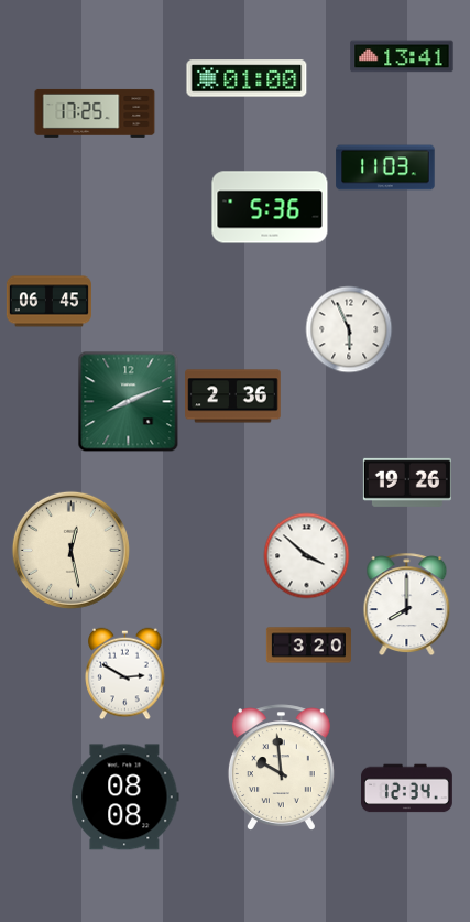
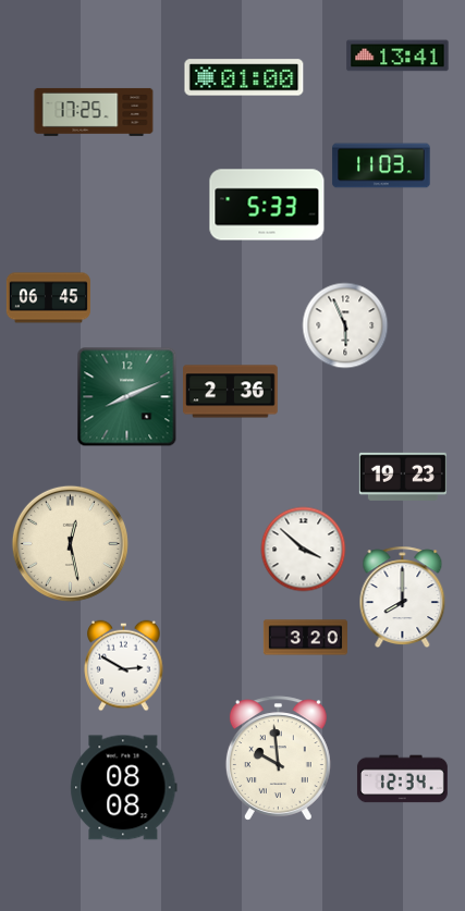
clock at (270, 207): 5:36 -> 5:33
clock at (407, 482): 19:26 -> 19:23
